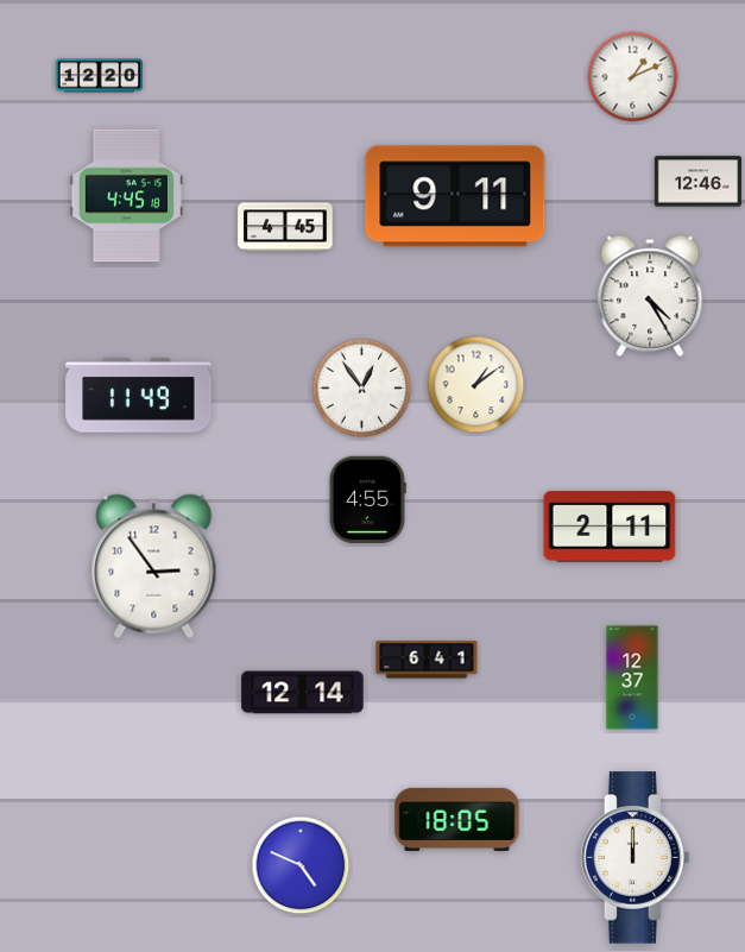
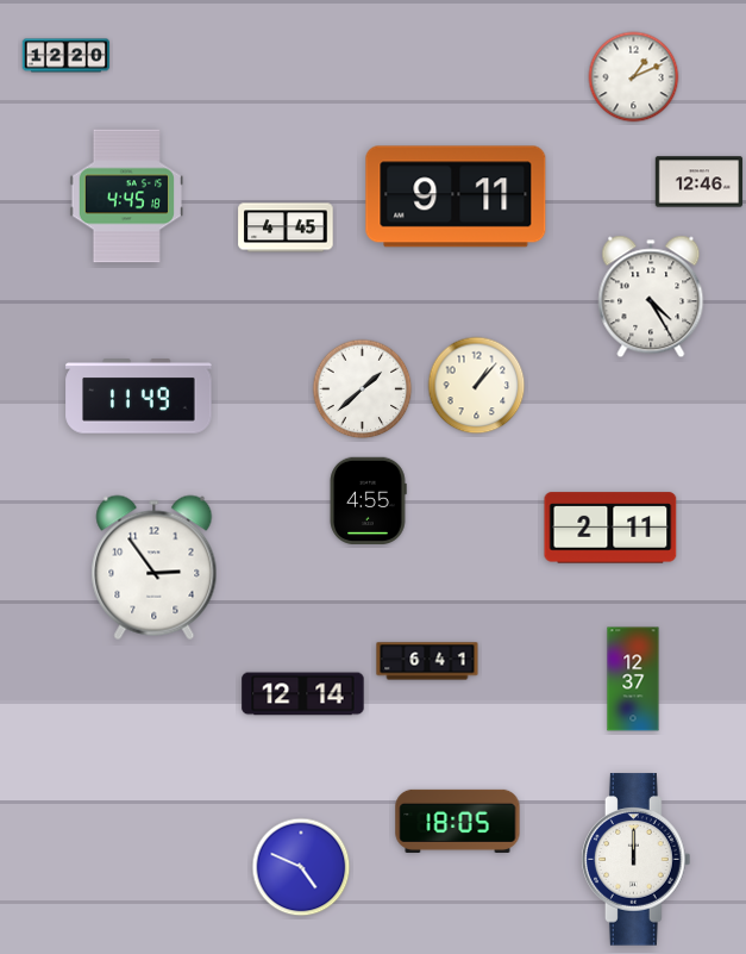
clock at (100, 76) position: (100, 76) -> (67, 56)
clock at (476, 385): 1:09 -> 1:07
clock at (362, 389): 12:54 -> 1:38
